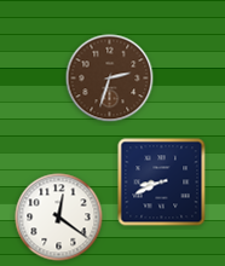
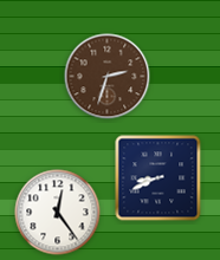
clock at (59, 218): 12:21 -> 12:24
